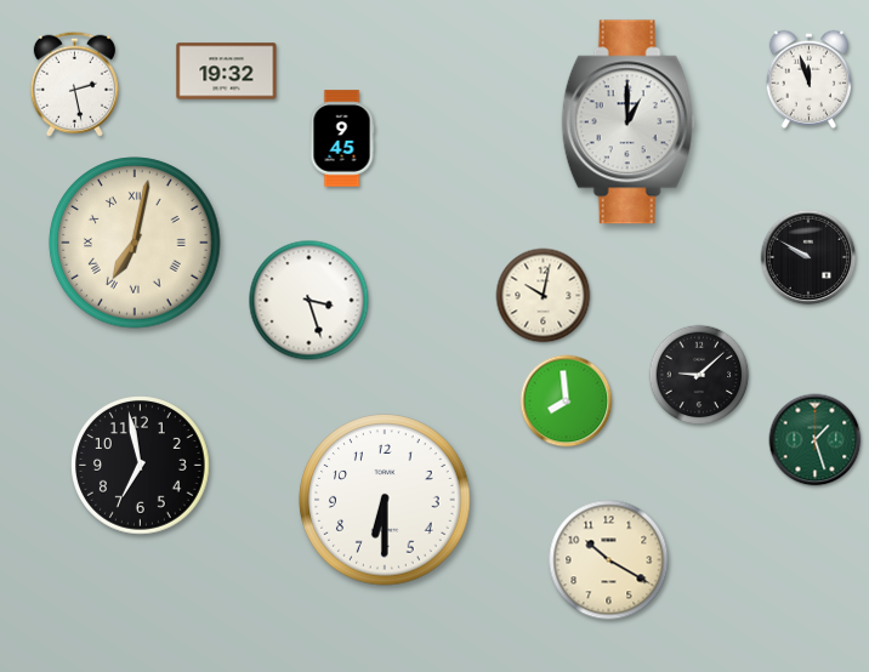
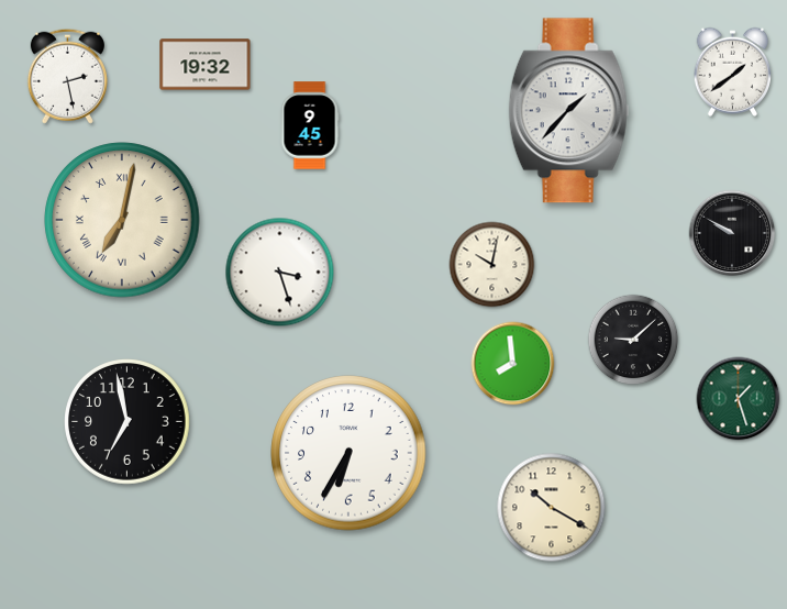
clock at (808, 79): 11:57 -> 1:39
clock at (629, 123): 1:00 -> 1:37
clock at (544, 296) position: (544, 296) -> (492, 265)
clock at (385, 500): 6:30 -> 6:35
